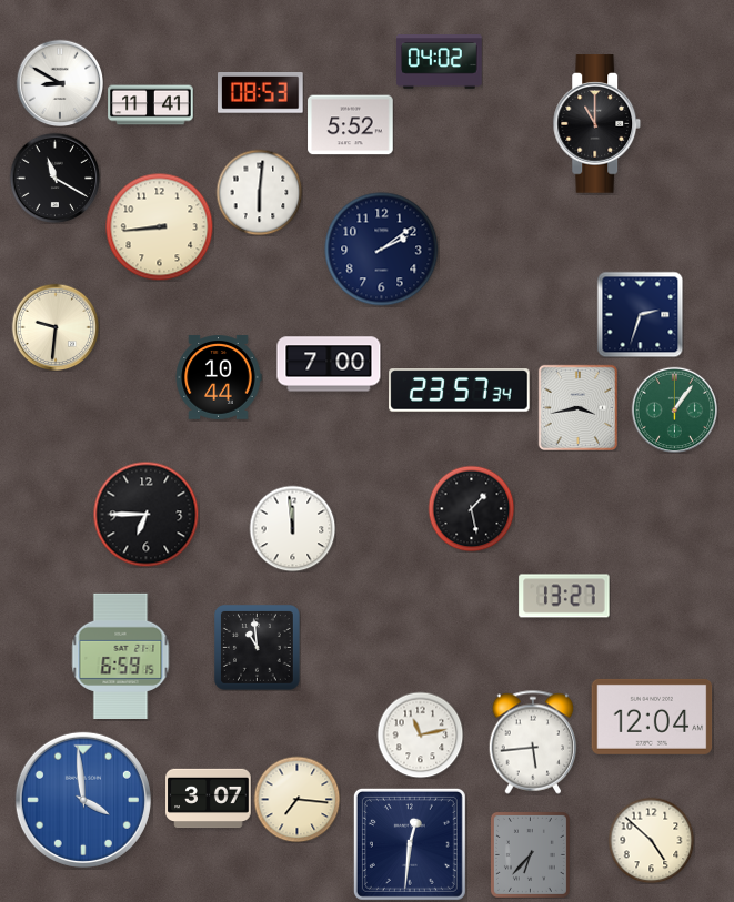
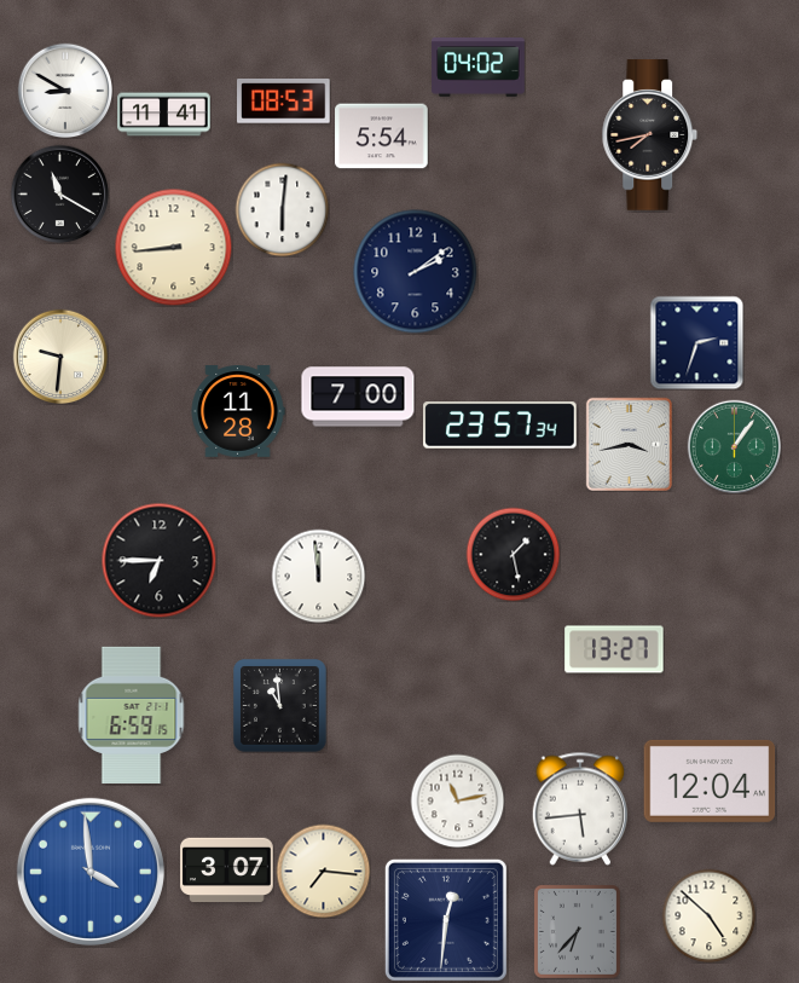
clock at (597, 124): 11:00 -> 7:43
clock at (351, 125): 5:52 -> 5:54
clock at (219, 377): 10:44 -> 11:28
